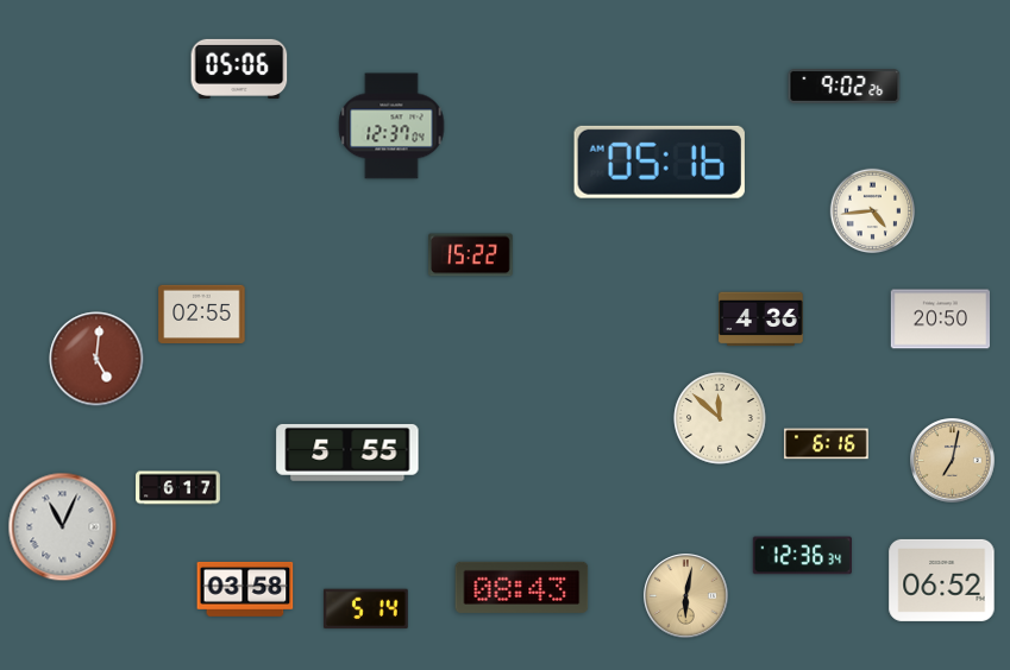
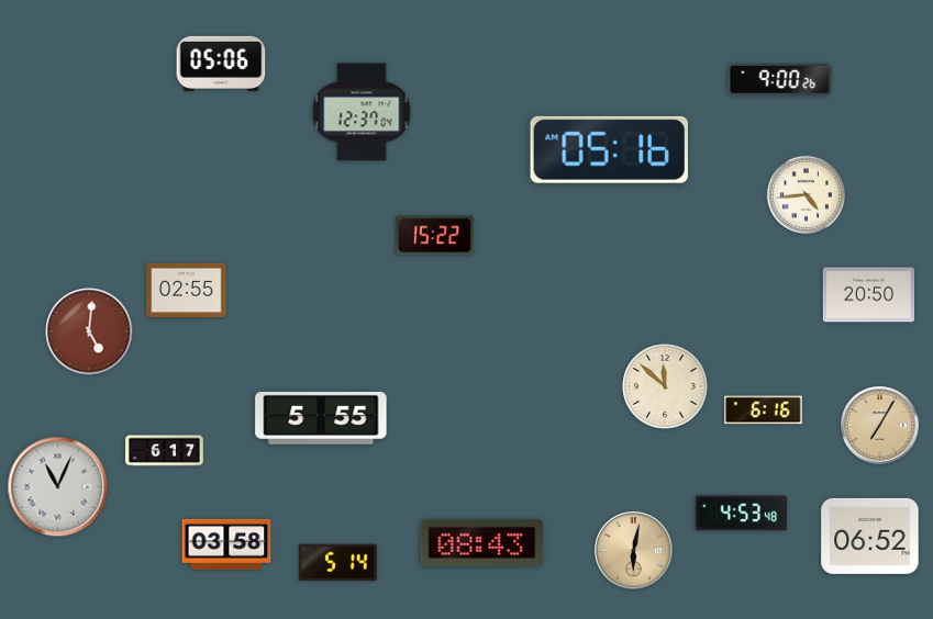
clock at (845, 87): 9:02 -> 9:00
clock at (391, 126) position: (391, 126) -> (362, 112)
clock at (761, 320): 4:36 -> none
clock at (953, 461): 7:02 -> 7:05
clock at (802, 556): 12:36 -> 4:53
